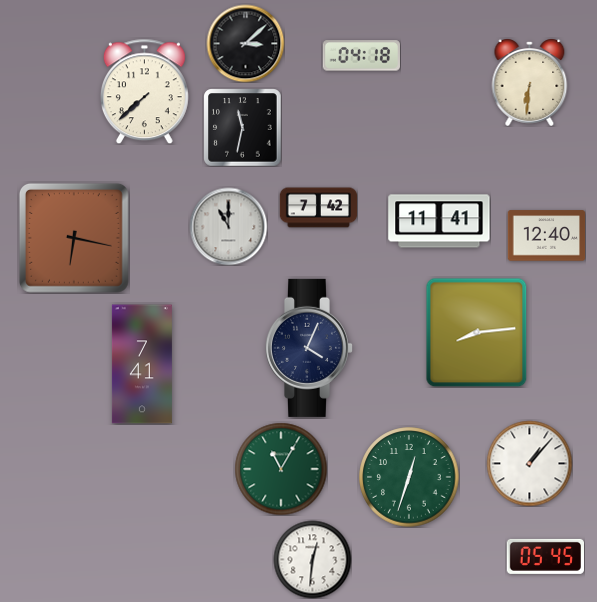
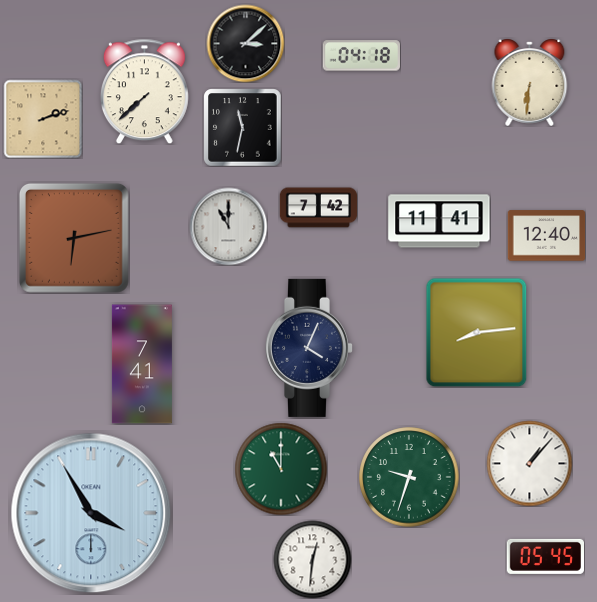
clock at (43, 119): none -> 2:12
clock at (74, 238): 6:17 -> 6:13
clock at (281, 469): 11:05 -> 11:00
clock at (409, 477): 12:33 -> 9:33
clock at (91, 513): none -> 3:55
